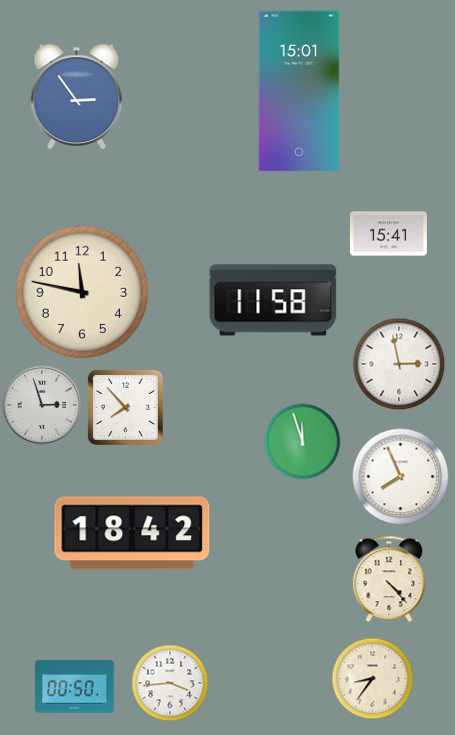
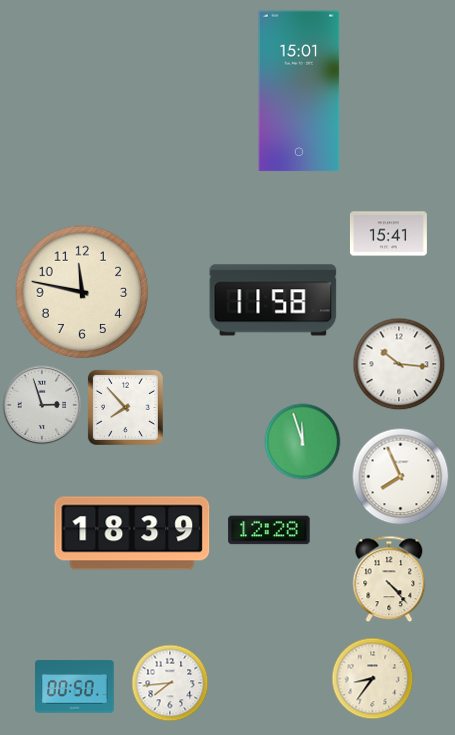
clock at (77, 96): 2:54 -> none
clock at (399, 364): 2:58 -> 10:16
clock at (269, 530): none -> 12:28
clock at (132, 533): 18:42 -> 18:39
clock at (170, 683): 3:44 -> 7:44
